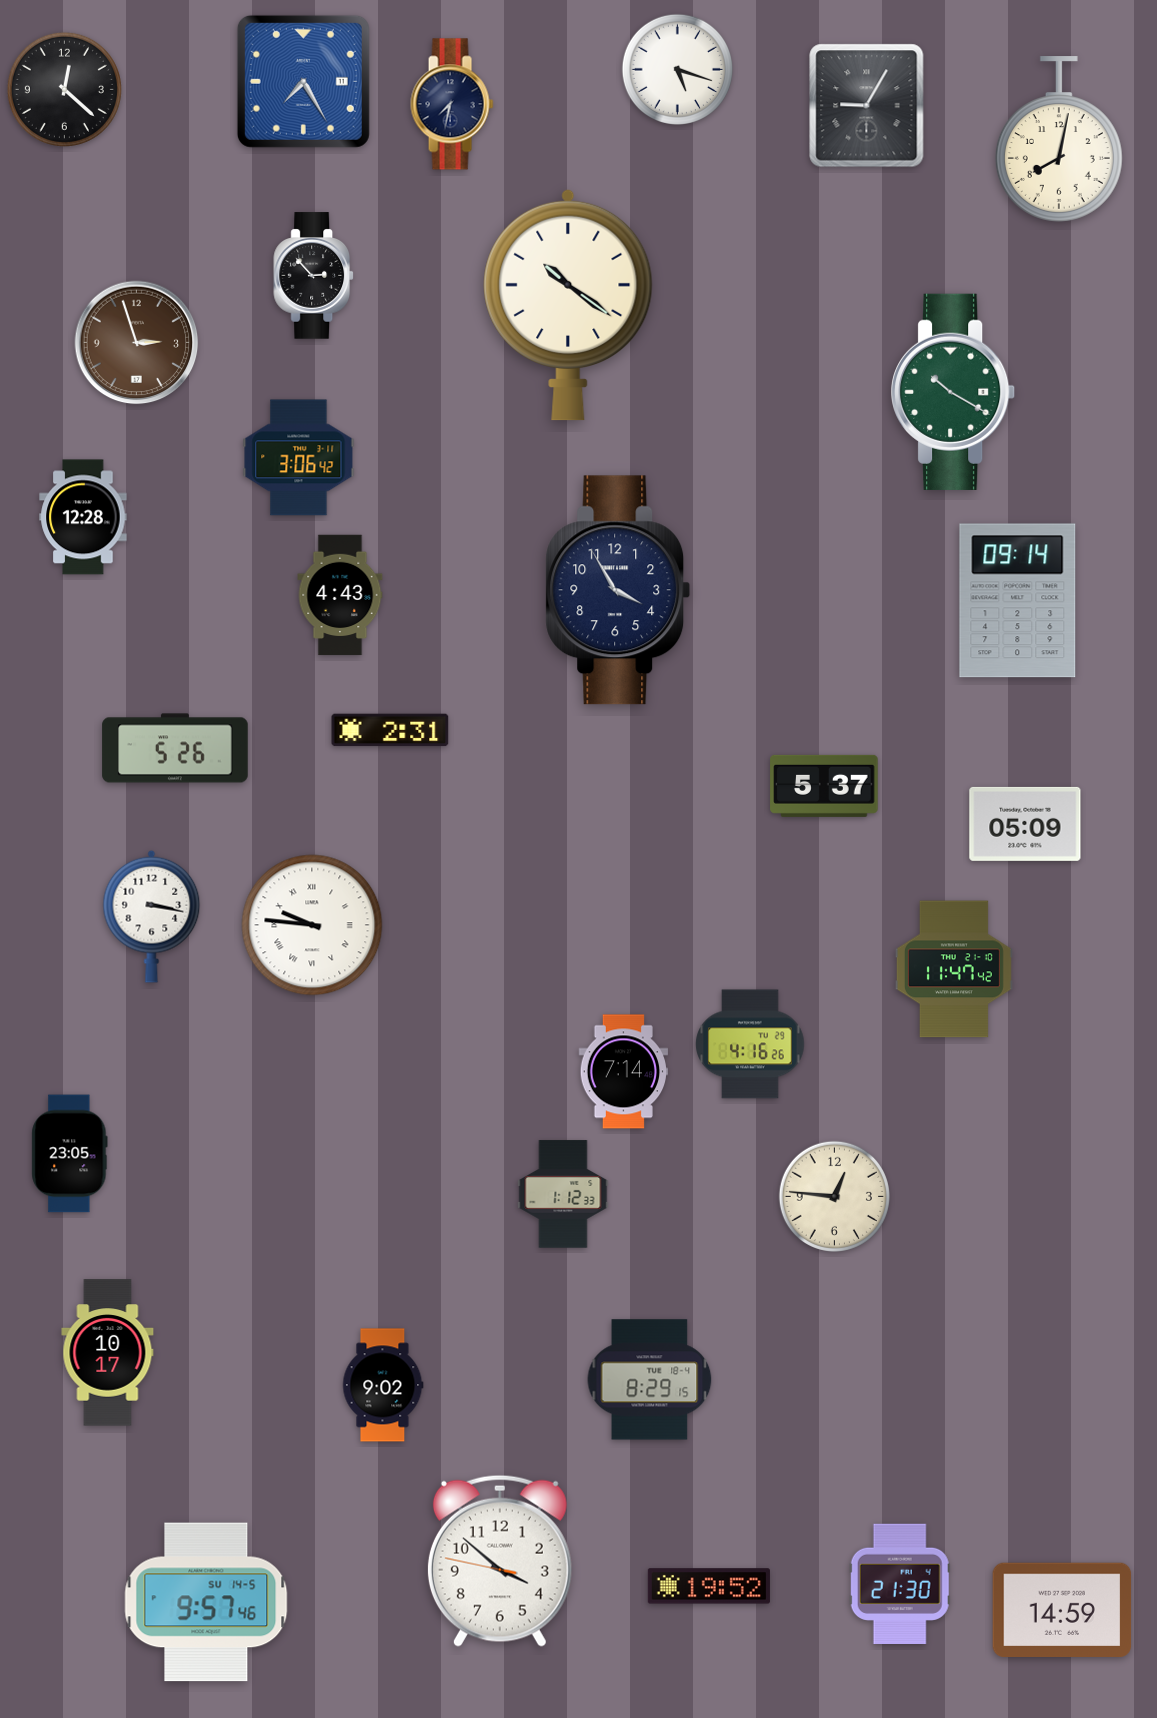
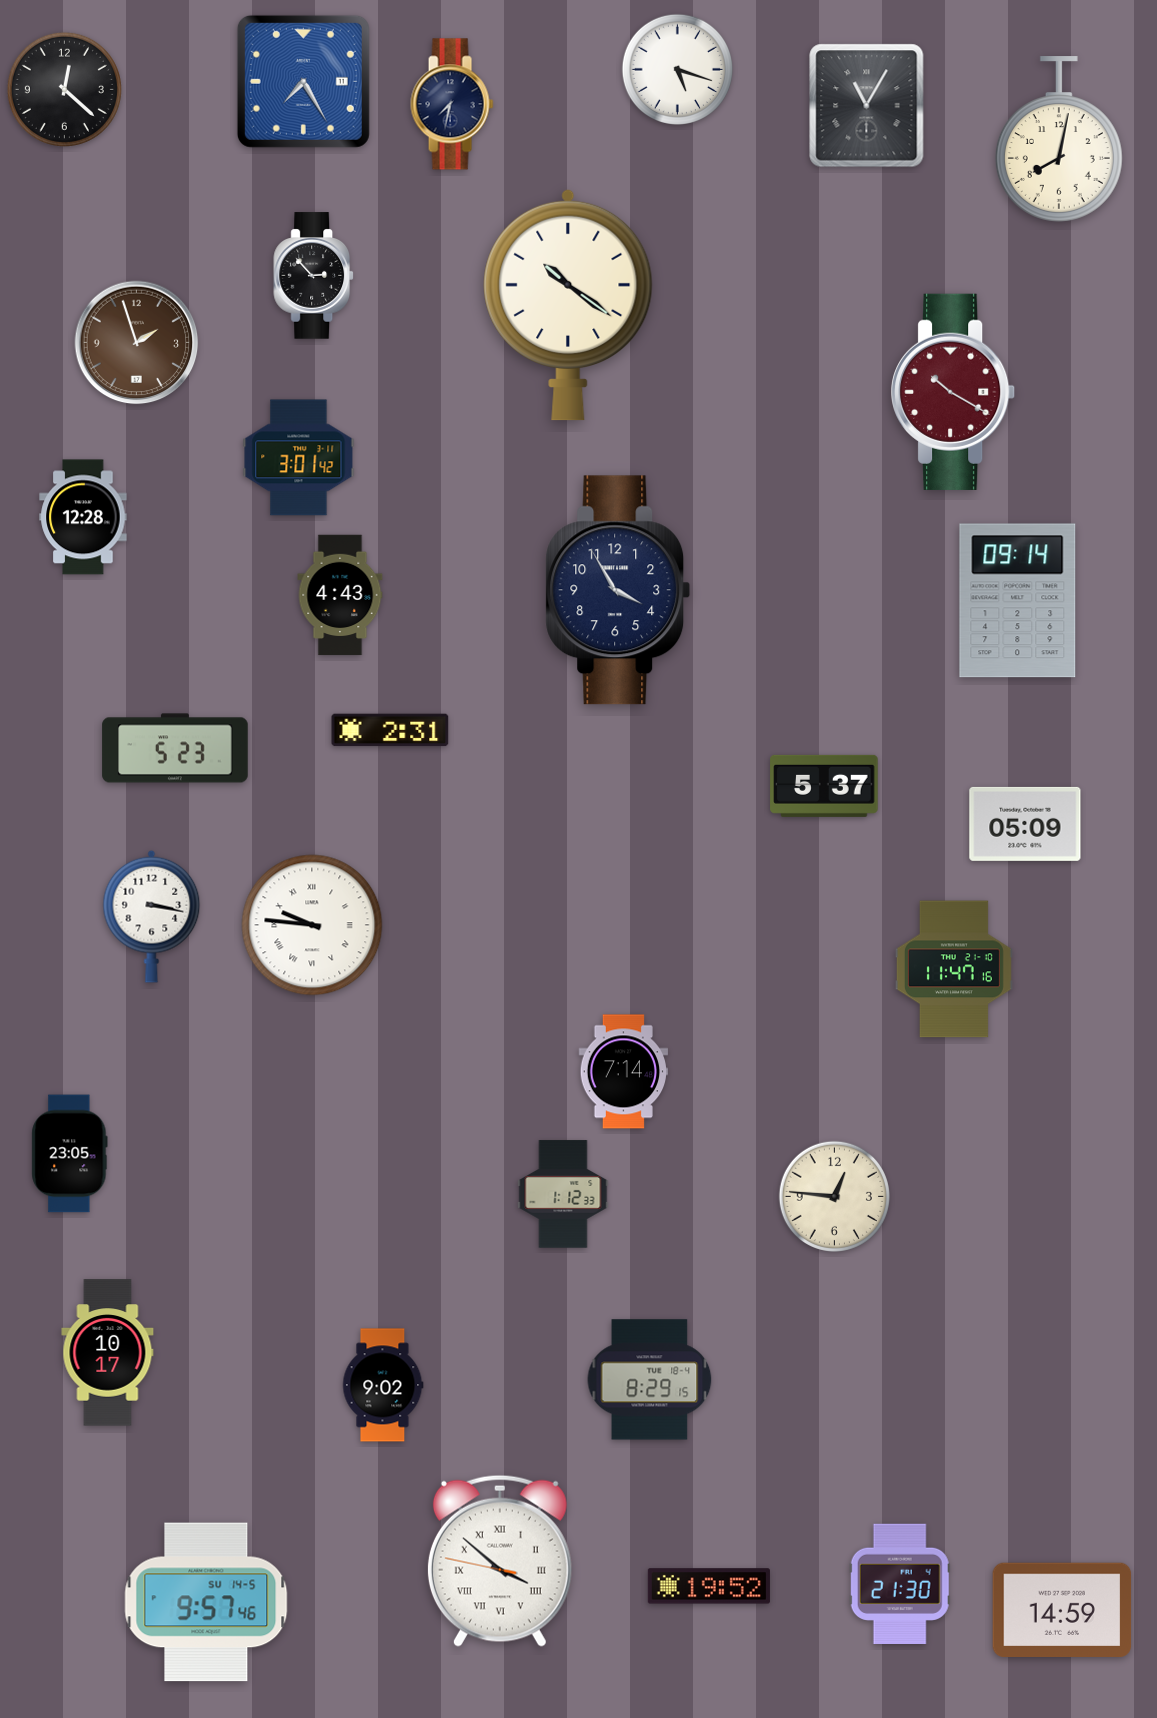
clock at (867, 106): 9:05 -> 11:05
clock at (137, 343): 2:57 -> 1:57
clock at (954, 392) dial: green -> burgundy
clock at (299, 458): 3:06 -> 3:01
clock at (175, 748): 5:26 -> 5:23
clock at (954, 969): 11:47:42 -> 11:47:16
clock at (750, 1044): 4:16 -> none
clock at (500, 1561) numerals: Arabic -> Roman
